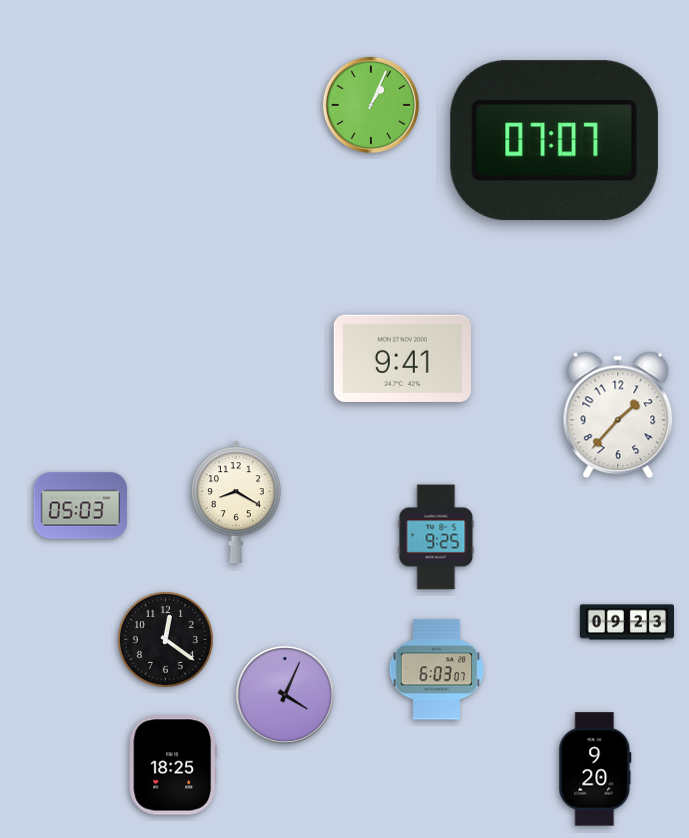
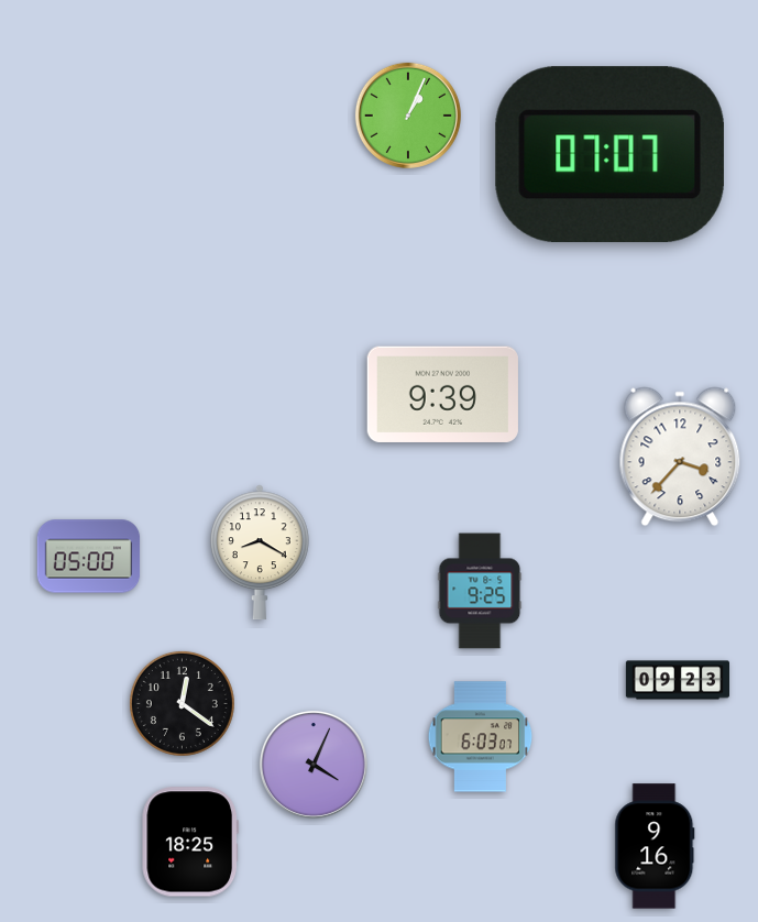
clock at (402, 358): 9:41 -> 9:39
clock at (618, 415): 1:37 -> 3:37
clock at (81, 506): 05:03 -> 05:00
clock at (626, 622) position: (626, 622) -> (677, 680)
clock at (595, 769): 9:20 -> 9:16
